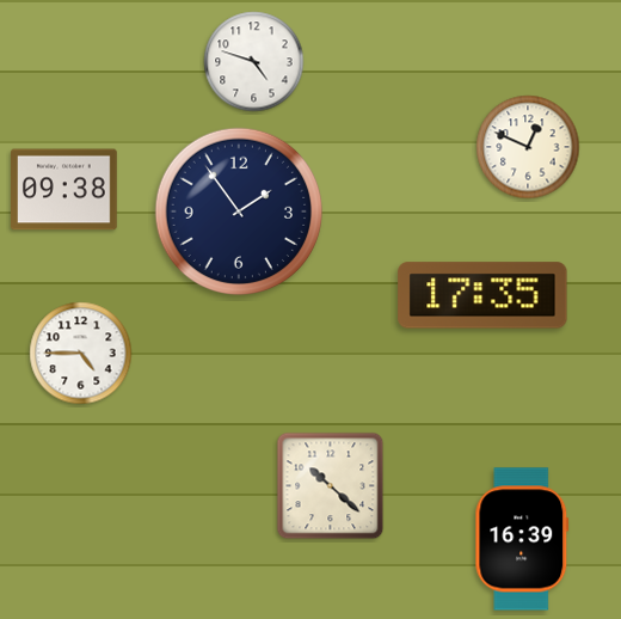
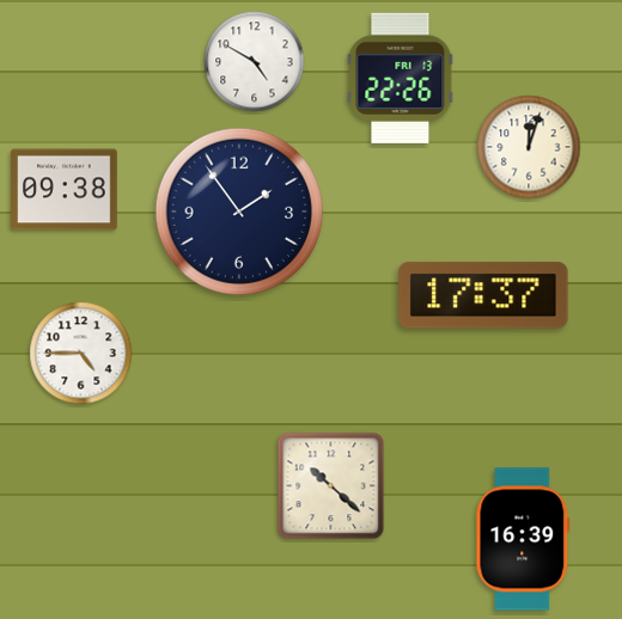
clock at (254, 62): 4:48 -> 4:50
clock at (401, 78): none -> 22:26
clock at (528, 147): 12:49 -> 12:03
clock at (482, 295): 17:35 -> 17:37
